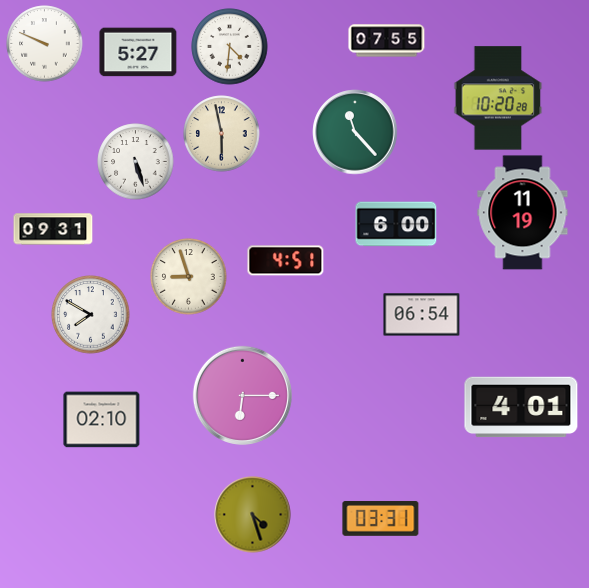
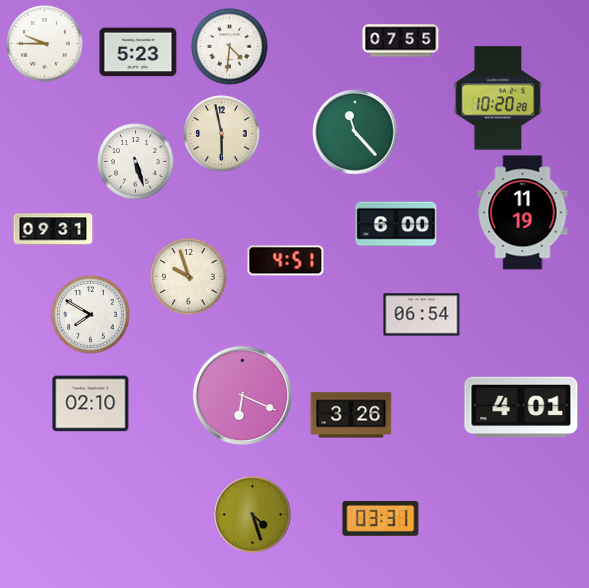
clock at (387, 41) position: (387, 41) -> (401, 41)
clock at (45, 44): 9:49 -> 9:45
clock at (138, 52): 5:27 -> 5:23
clock at (189, 277): 8:57 -> 9:57
clock at (242, 395): 6:15 -> 6:19
clock at (351, 415): none -> 3:26
clock at (102, 420) position: (102, 420) -> (91, 404)
